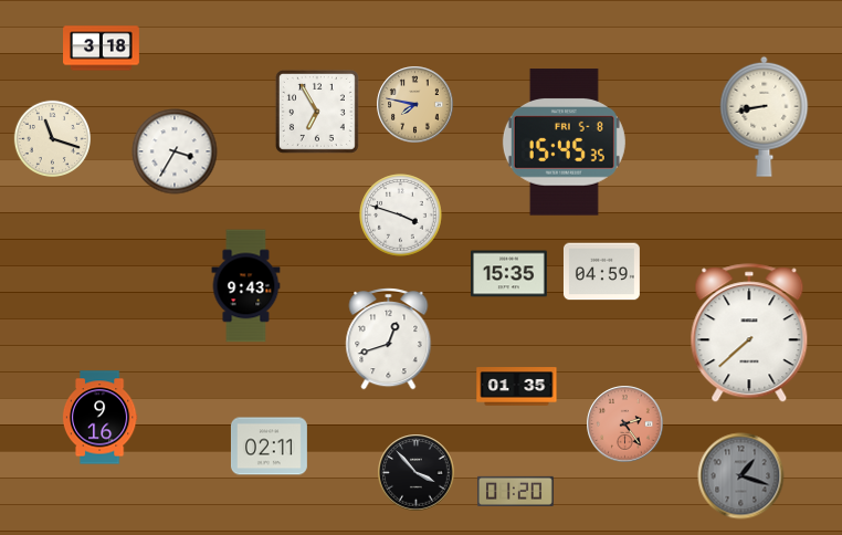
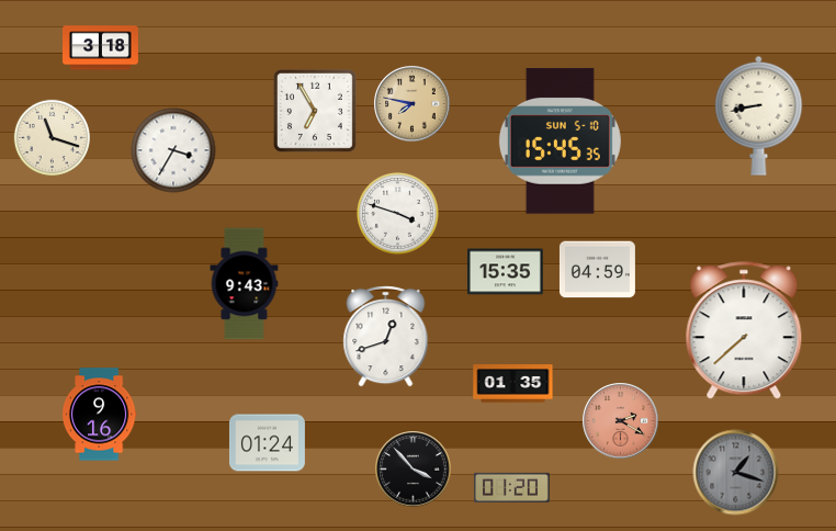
clock at (564, 143) date: FRI 5-8 -> SUN 5-10
clock at (625, 424): 2:24 -> 2:20
clock at (269, 447): 02:11 -> 01:24
